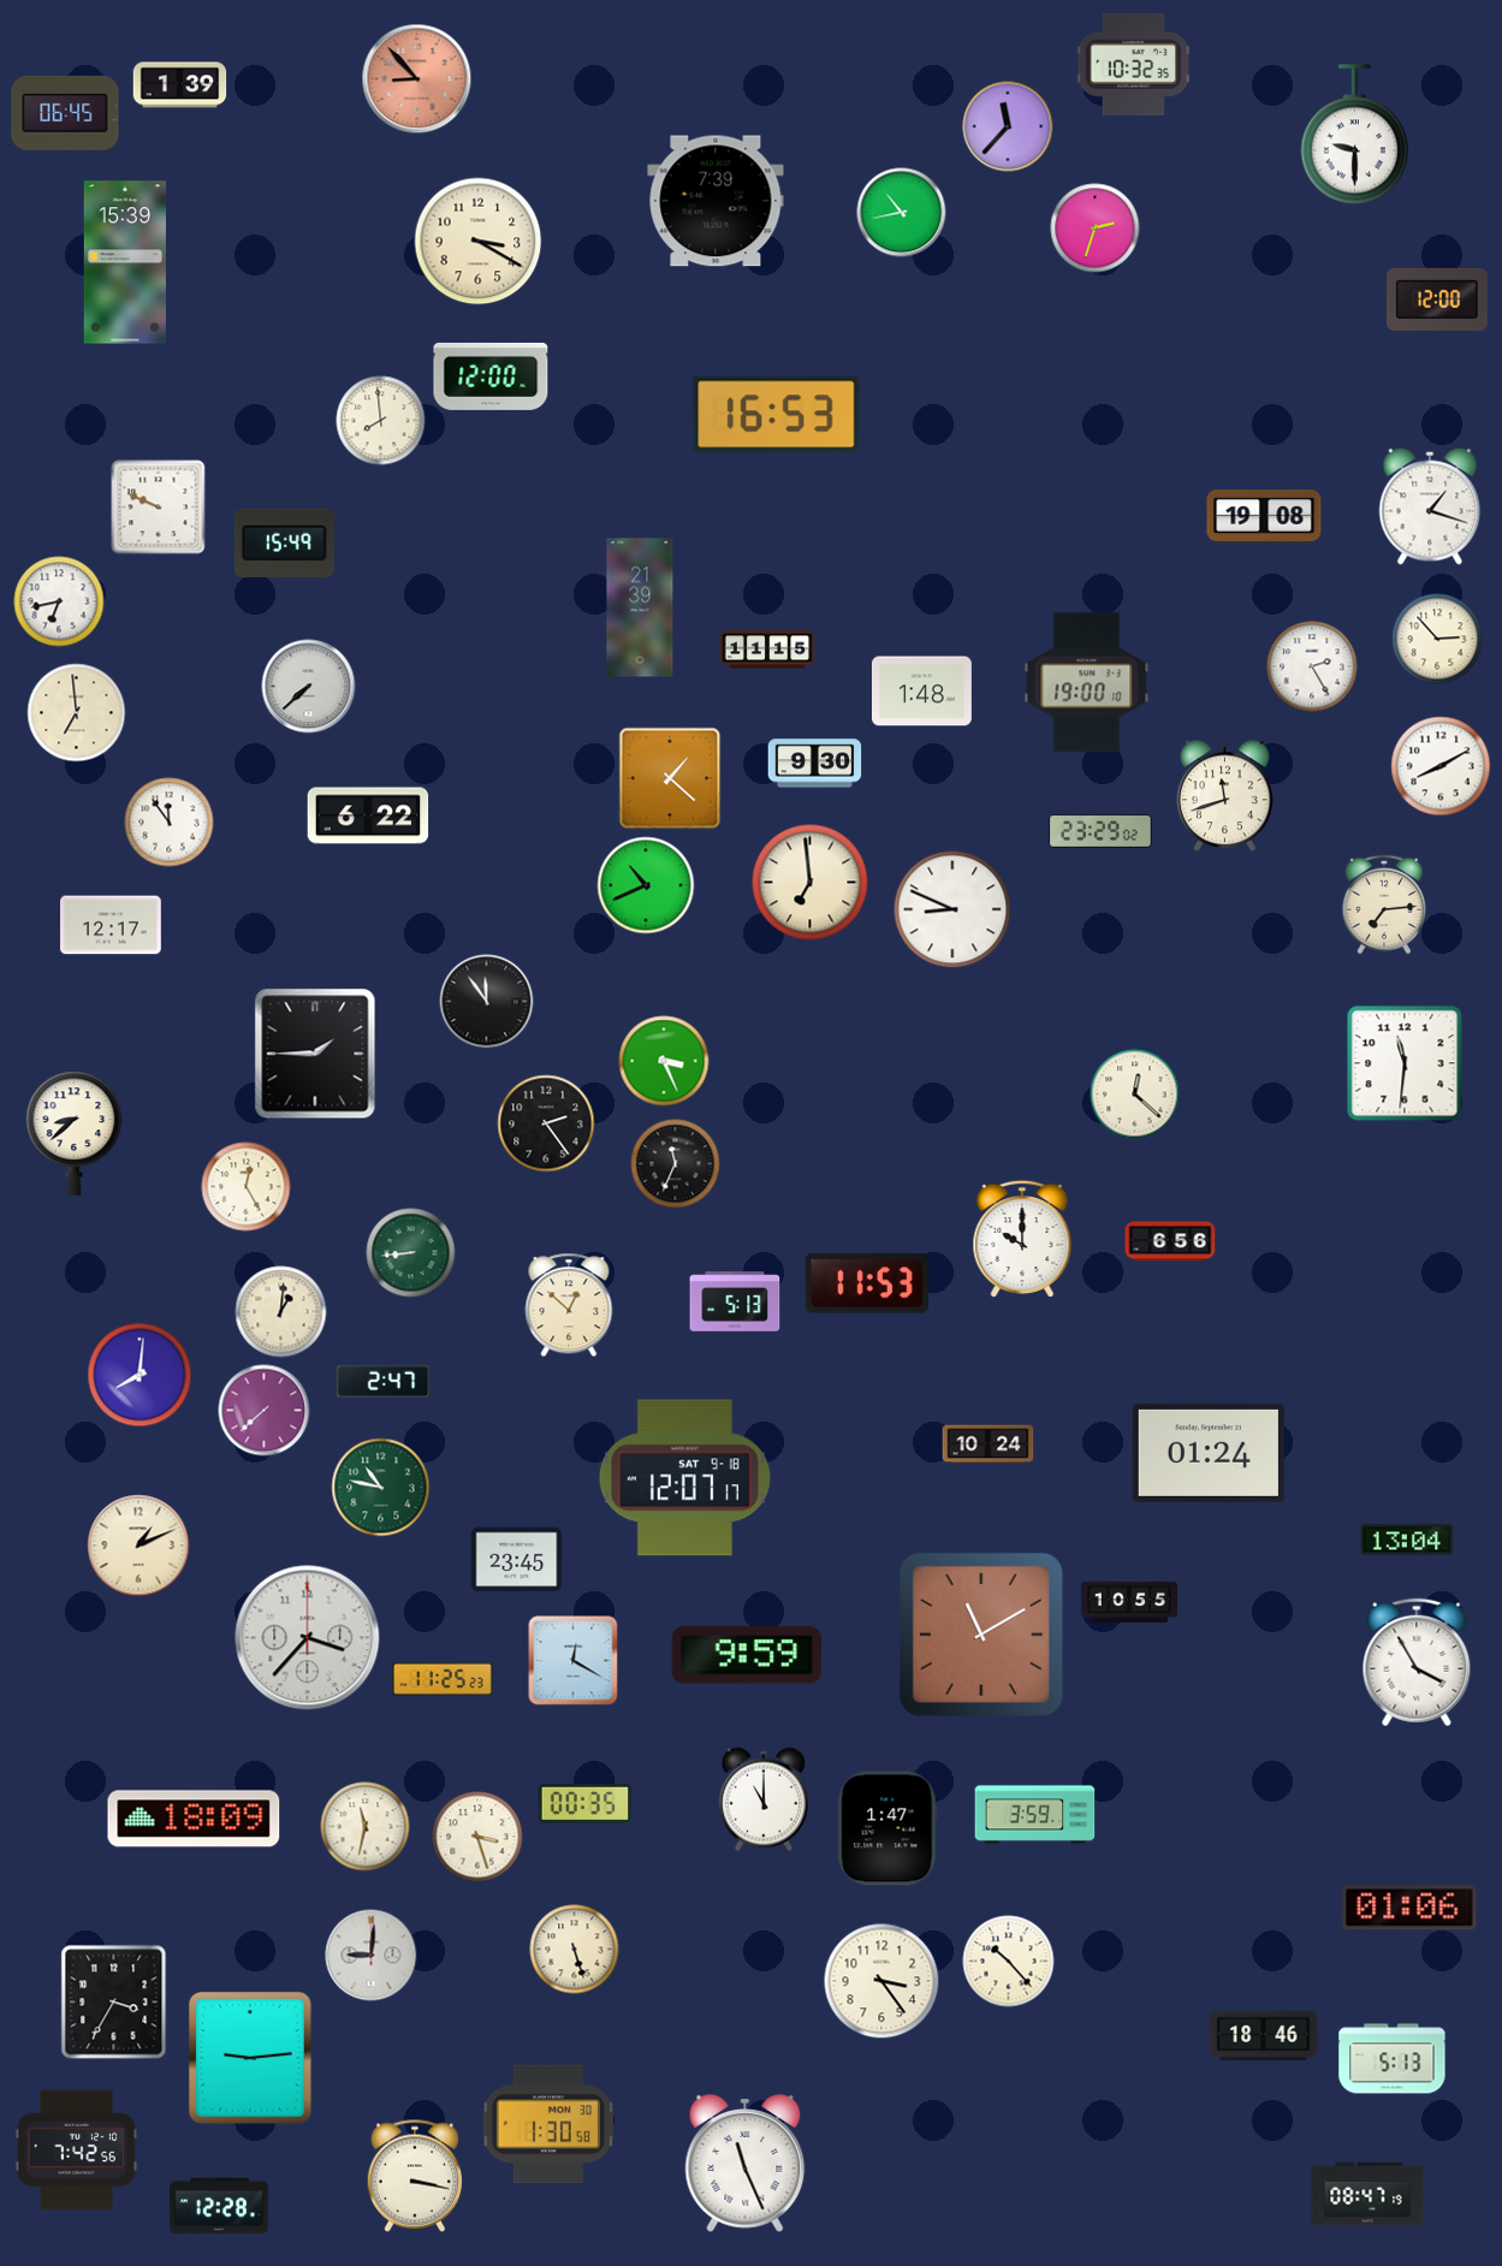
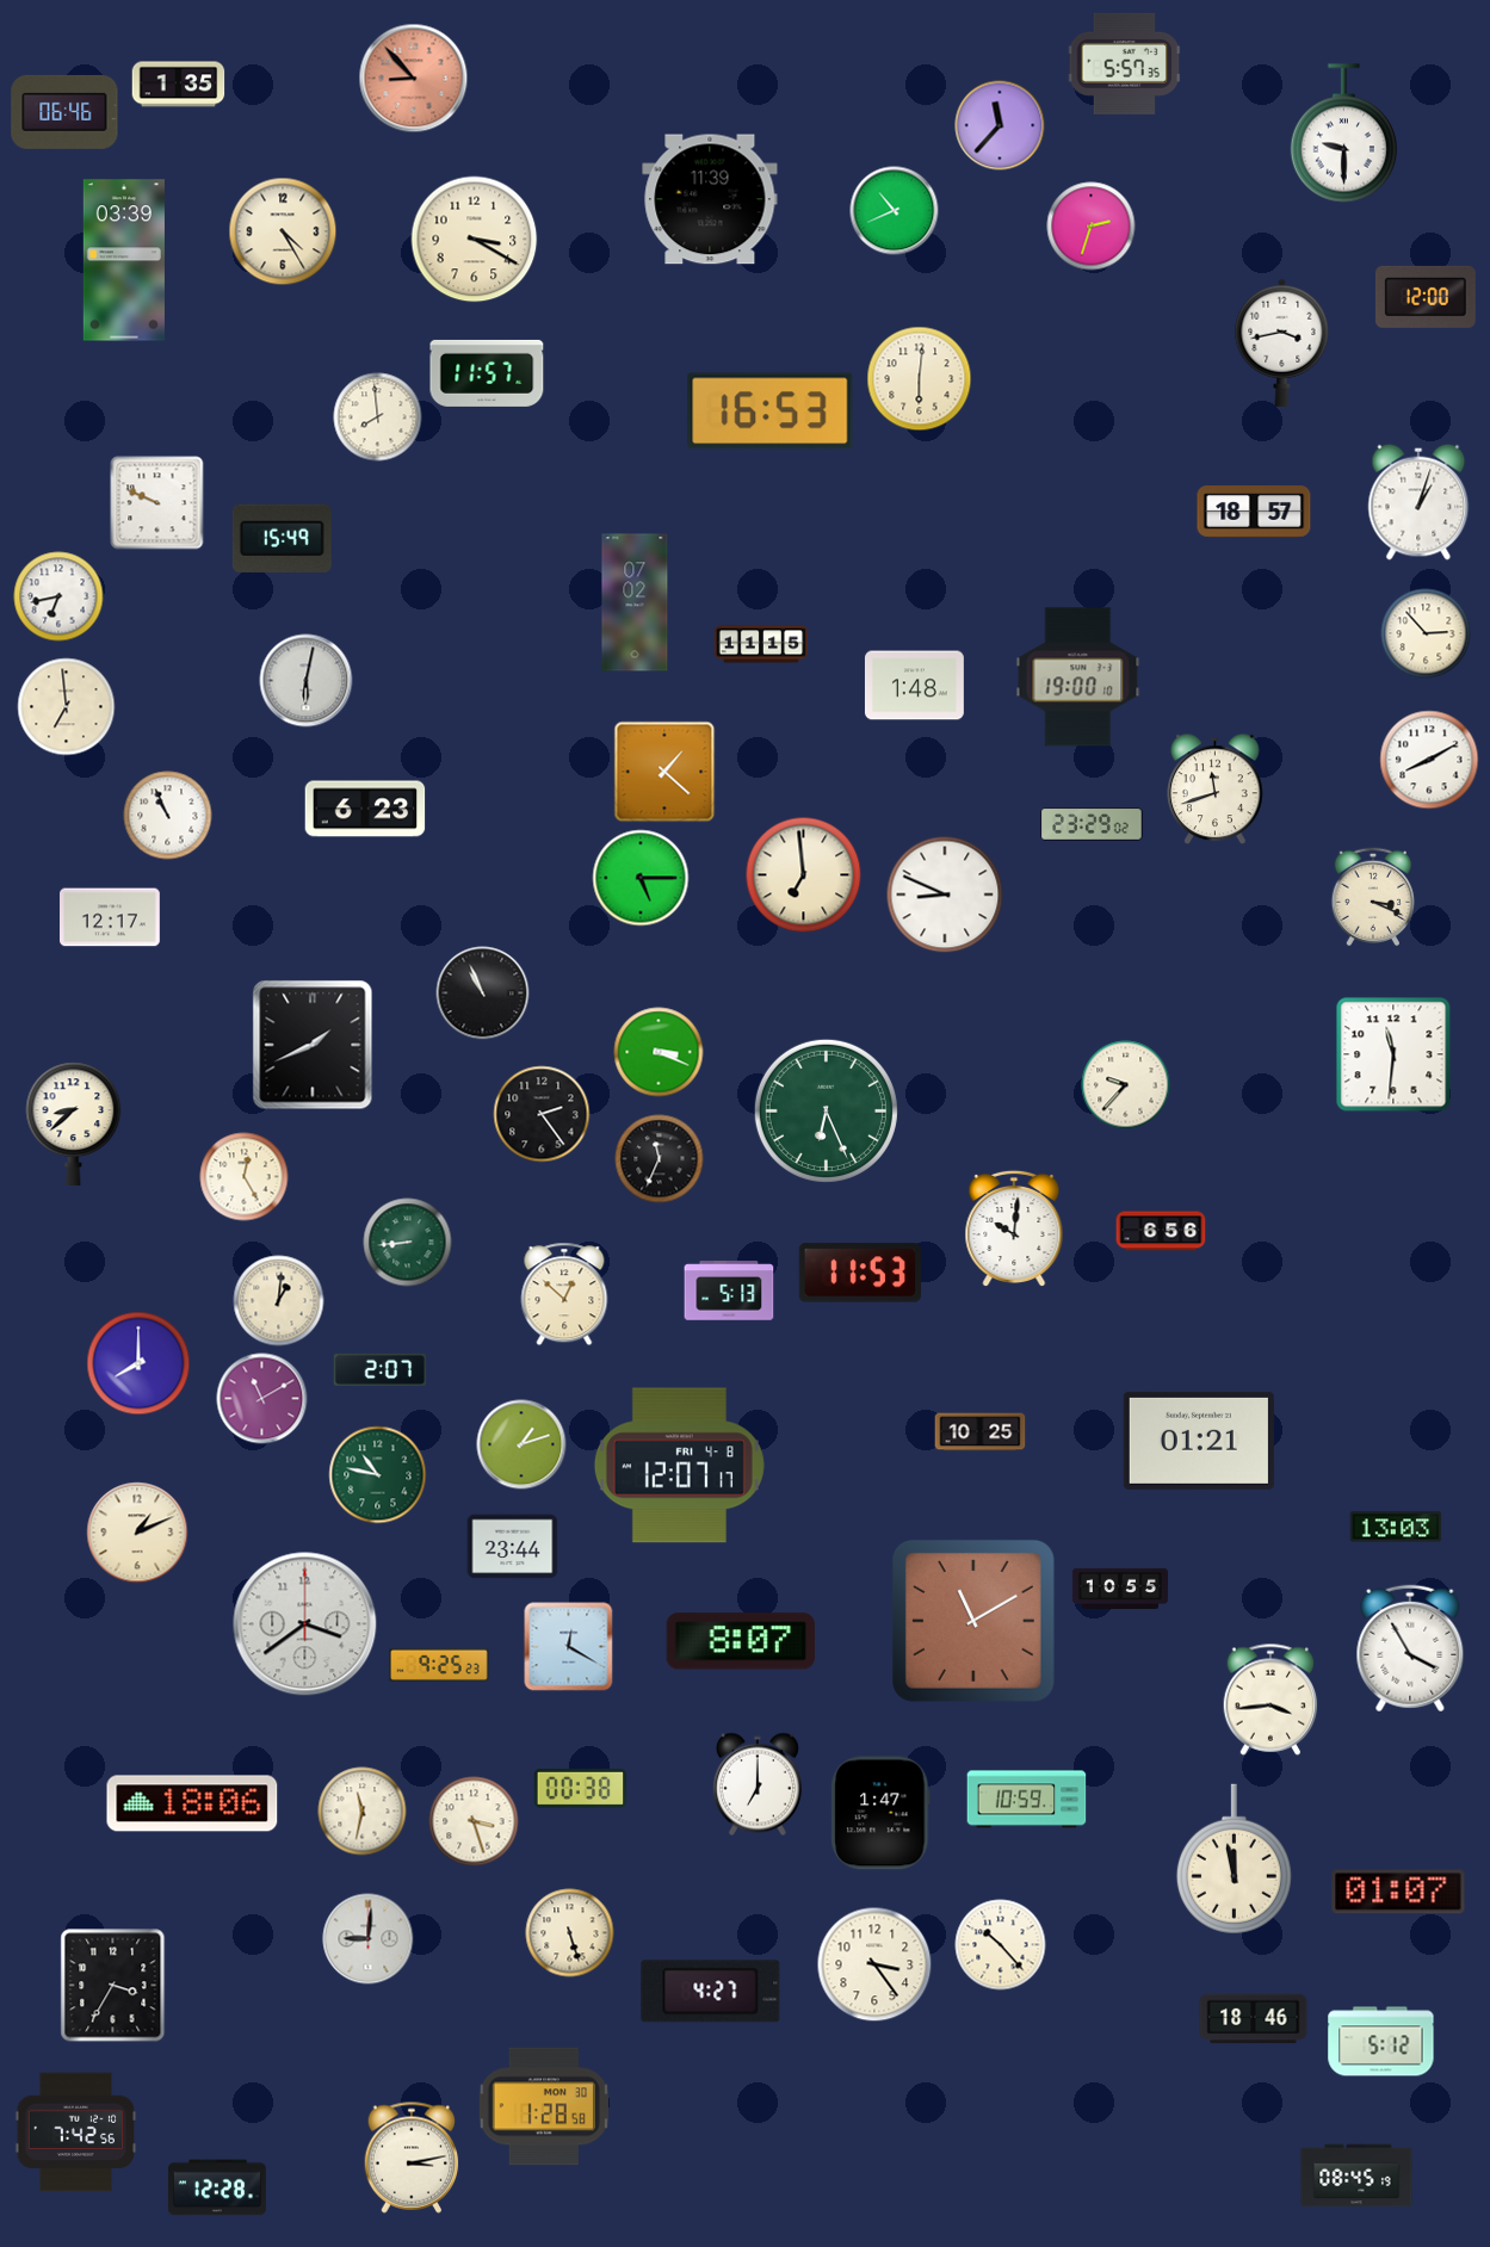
clock at (1134, 64): 10:32 -> 5:57
clock at (180, 85): 1:39 -> 1:35
clock at (65, 113): 06:45 -> 06:46
clock at (716, 201): 7:39 -> 11:39
clock at (902, 213): 10:43 -> 10:41
clock at (1096, 229) position: (1096, 229) -> (1092, 227)
clock at (283, 231): none -> 4:25
clock at (125, 262): 15:39 -> 03:39
clock at (1282, 342): none -> 3:43
clock at (491, 376): 12:00 -> 11:57
clock at (920, 379): none -> 6:01
clock at (1430, 506): 1:18 -> 1:03
clock at (1264, 516): 19:08 -> 18:57
clock at (640, 607): 21:39 -> 07:02
clock at (1312, 666): 2:25 -> none
clock at (309, 687): 7:38 -> 6:02
clock at (77, 713) position: (77, 713) -> (67, 707)
clock at (815, 764): 9:30 -> none
clock at (368, 815): 6:22 -> 6:23
clock at (170, 823): 11:54 -> 10:56
clock at (646, 885): 10:41 -> 5:15
clock at (1384, 904): 7:14 -> 3:19
clock at (952, 909) position: (952, 909) -> (945, 895)
clock at (487, 1002): 11:54 -> 10:56
clock at (315, 1054): 1:45 -> 1:41
clock at (664, 1061): 3:26 -> 3:19
clock at (1135, 1095): 12:22 -> 9:37
clock at (826, 1110): none -> 6:26
clock at (676, 1164) position: (676, 1164) -> (660, 1159)
clock at (1022, 1239): 10:00 -> 10:01
clock at (139, 1375): 8:01 -> 8:00
clock at (384, 1381): 2:47 -> 2:07
clock at (265, 1411): 7:38 -> 11:10
clock at (989, 1445): 10:24 -> 10:25
clock at (1209, 1453): 01:24 -> 01:21
clock at (521, 1444): none -> 1:12
clock at (684, 1478) date: SAT 9-18 -> FRI 4-8
clock at (1407, 1540): 13:04 -> 13:03
clock at (517, 1560): 23:45 -> 23:44
clock at (308, 1638): 3:37 -> 3:39
clock at (747, 1655): 9:59 -> 8:07
clock at (1417, 1662) position: (1417, 1662) -> (1410, 1648)
clock at (443, 1679): 11:25 -> 9:25
clock at (1270, 1700): none -> 3:44
clock at (764, 1799): 11:00 -> 7:00
clock at (586, 1803): 00:35 -> 00:38
clock at (1035, 1815): 3:59 -> 10:59
clock at (194, 1819): 18:09 -> 18:06
clock at (1234, 1859): none -> 11:58
clock at (1409, 1908): 01:06 -> 01:07
clock at (711, 1992): none -> 4:27
clock at (250, 2058): 9:14 -> none
clock at (1393, 2059): 5:13 -> 5:12
clock at (548, 2124): 1:30 -> 1:28
clock at (746, 2164): 11:26 -> none
clock at (415, 2176): 3:17 -> 3:13
clock at (1367, 2194): 08:47 -> 08:45
